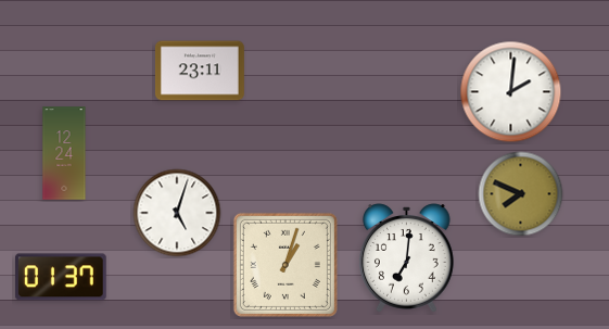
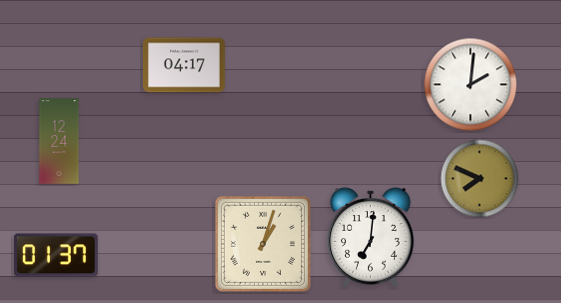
clock at (200, 71): 23:11 -> 04:17
clock at (177, 213): 5:03 -> none
clock at (407, 258) position: (407, 258) -> (371, 238)
